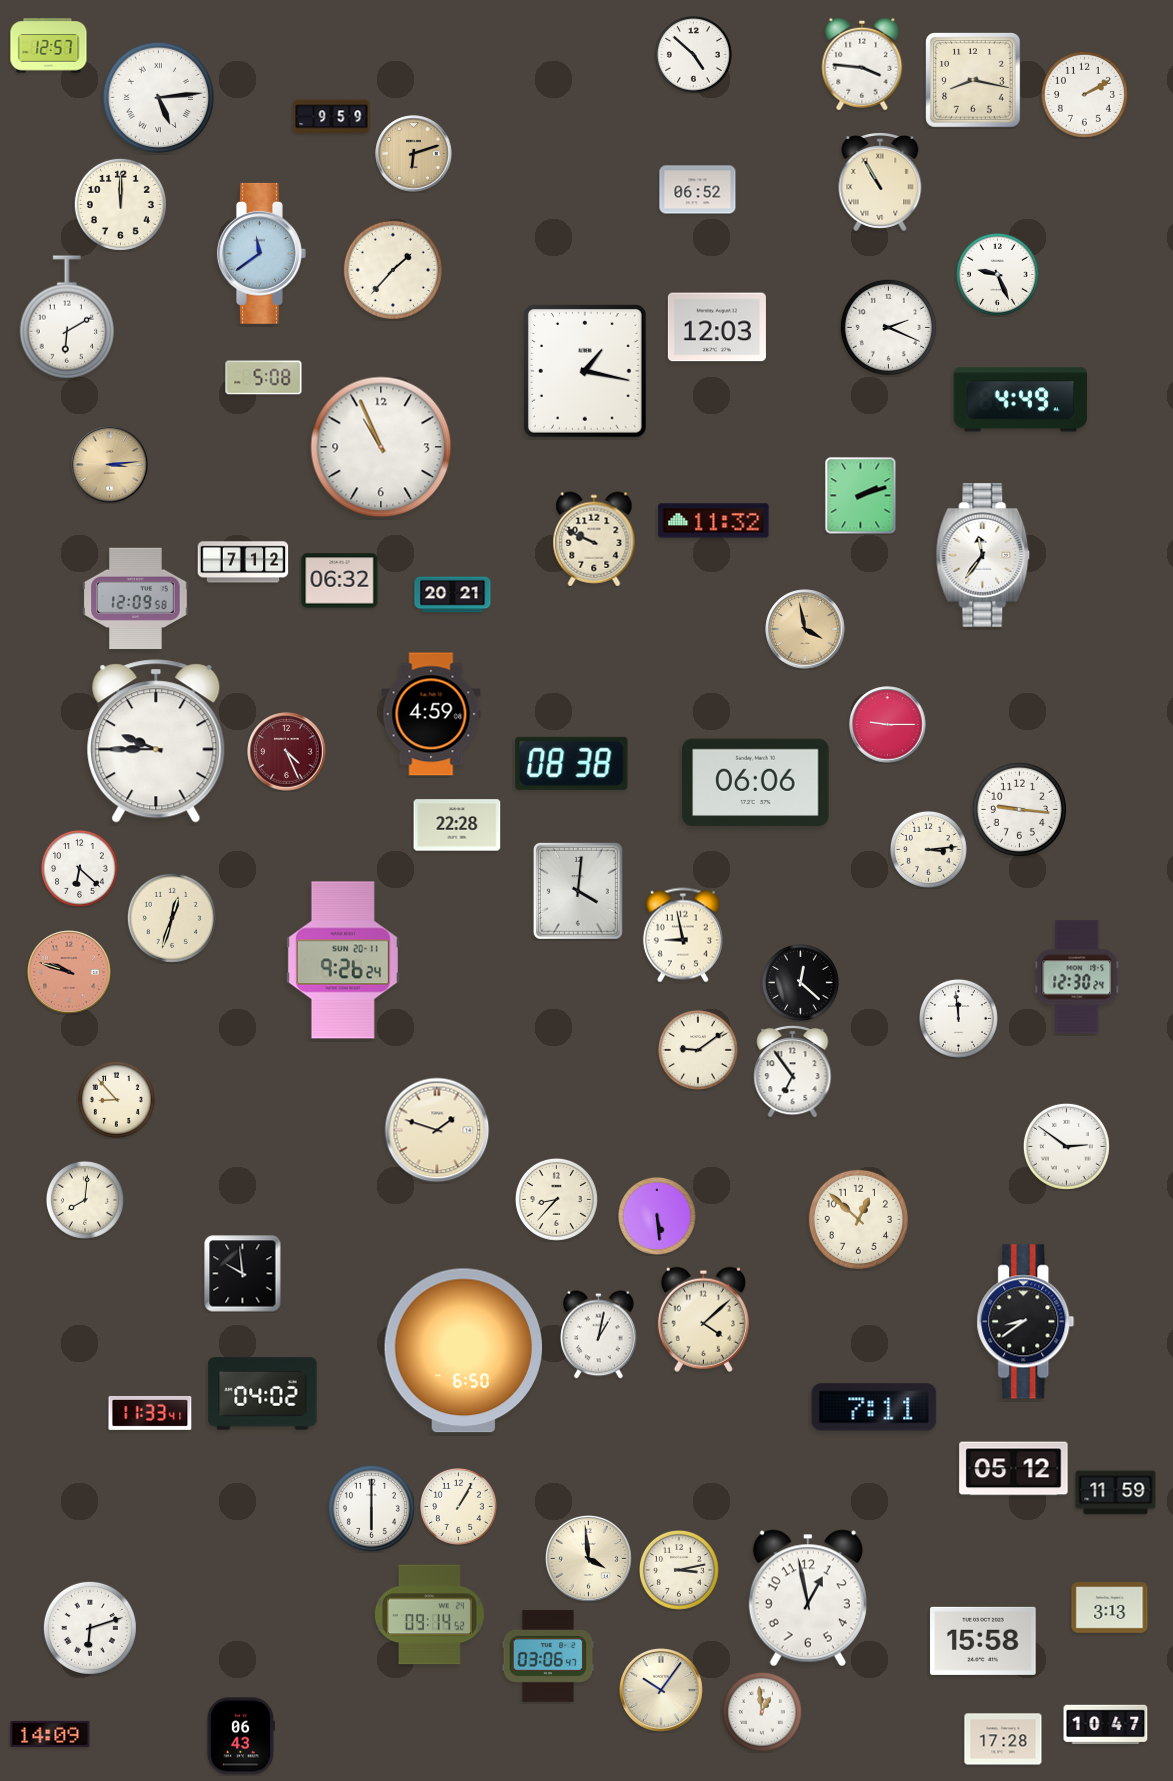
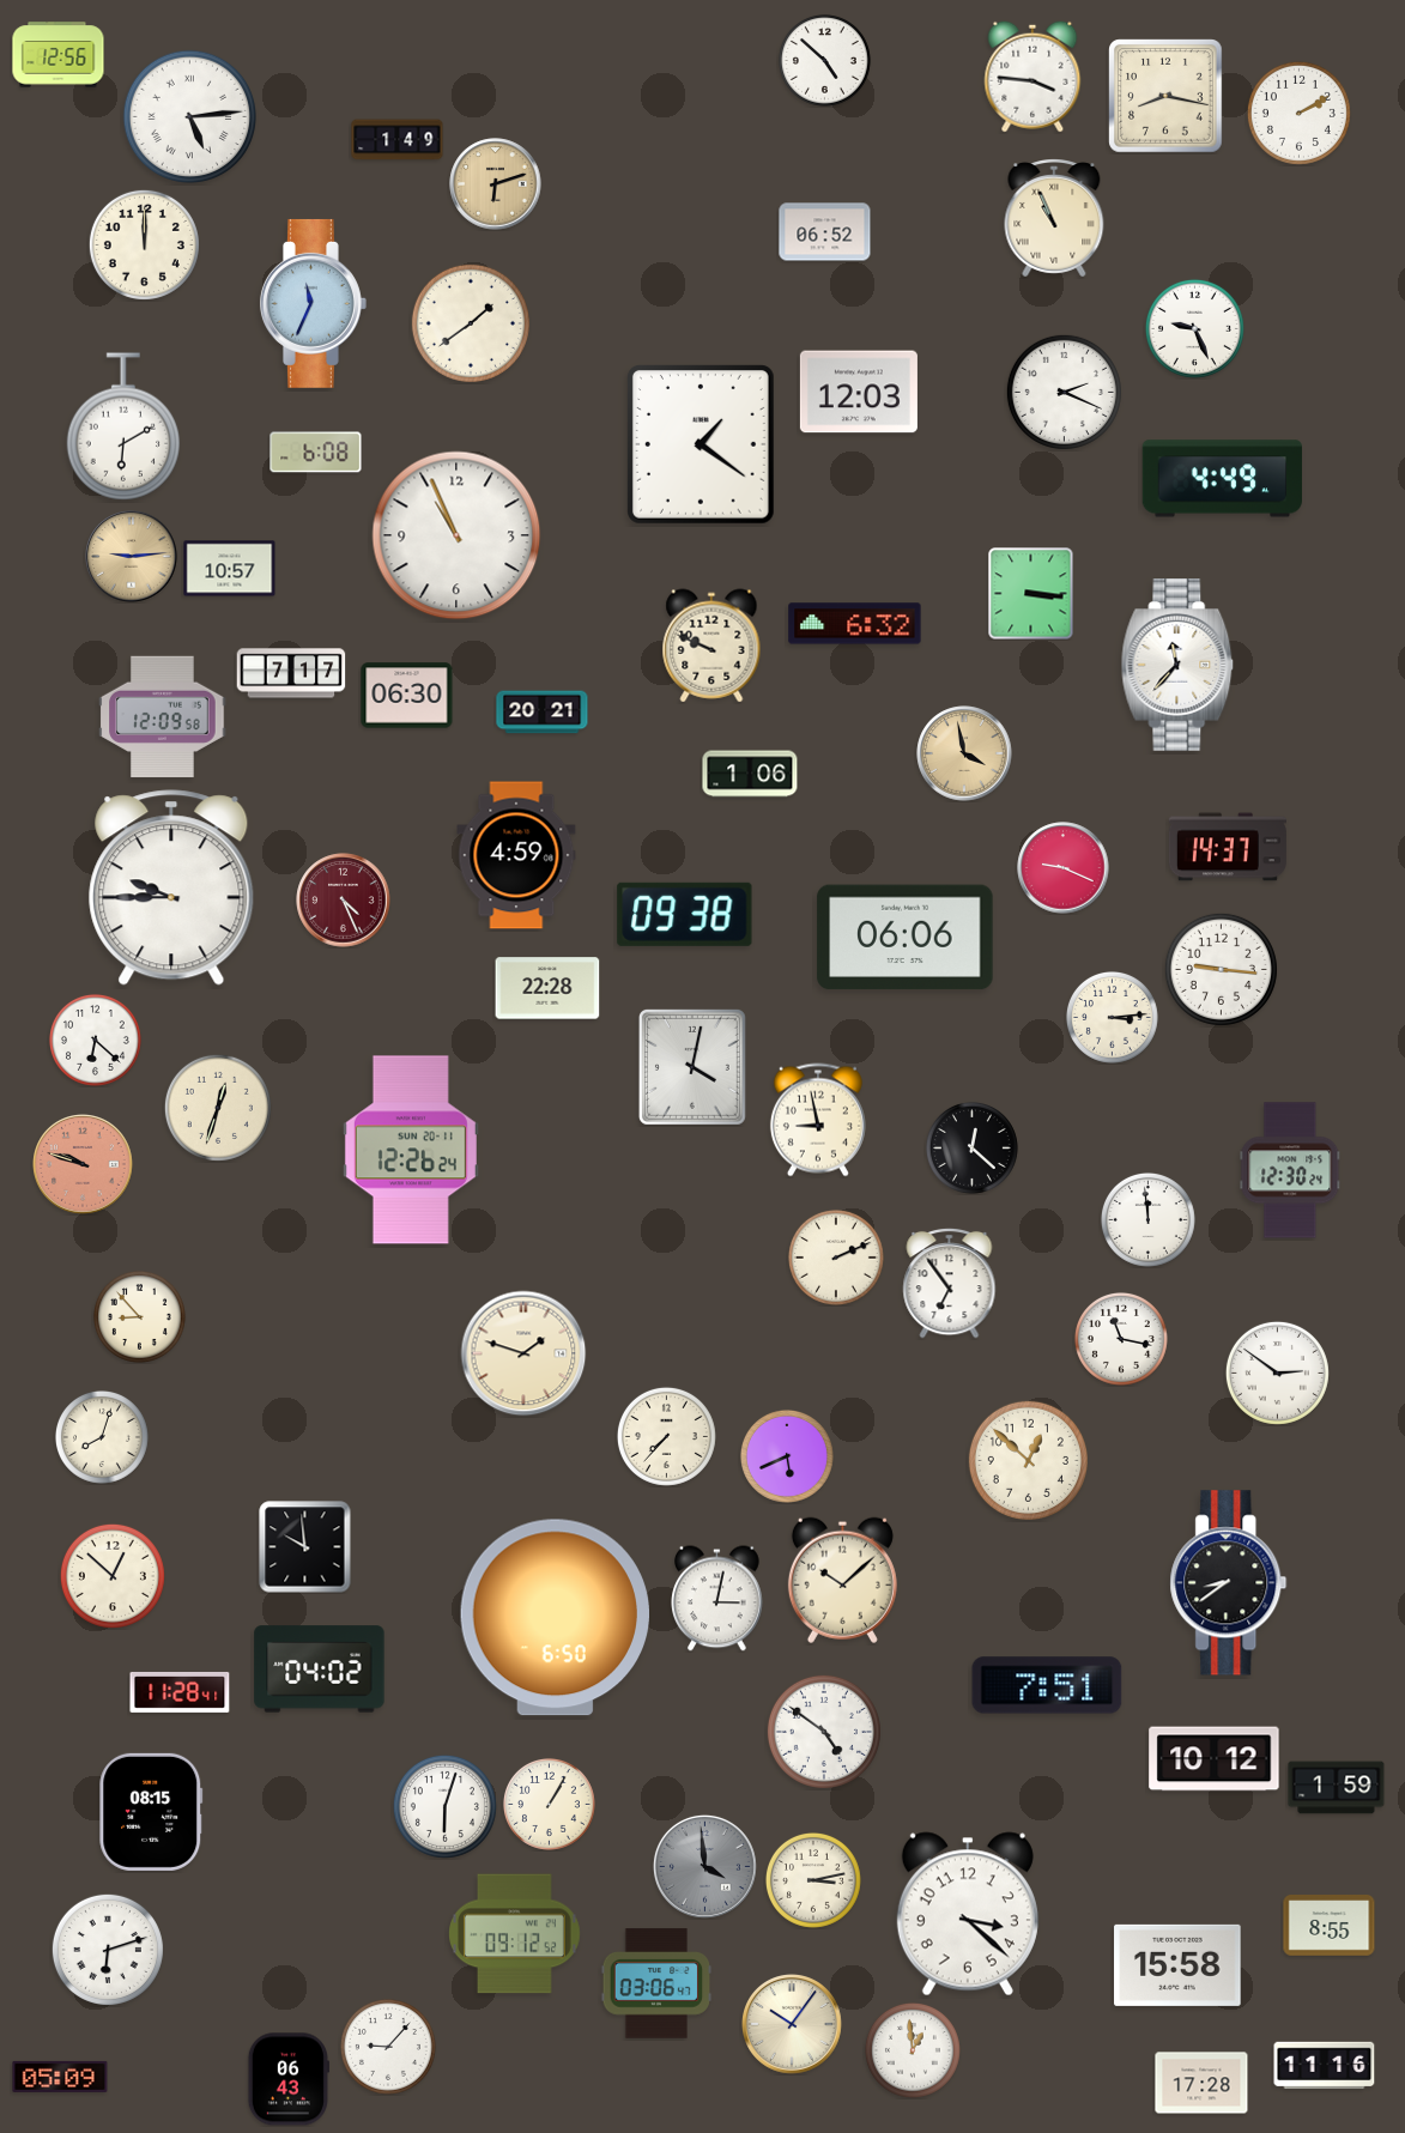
clock at (49, 46): 12:57 -> 12:56
clock at (693, 54) position: (693, 54) -> (824, 60)
clock at (332, 117): 9:59 -> 1:49
clock at (880, 183): 10:55 -> 10:56
clock at (698, 190) position: (698, 190) -> (825, 232)
clock at (261, 253): 11:39 -> 11:34
clock at (393, 270): 1:37 -> 1:39
clock at (67, 317) position: (67, 317) -> (123, 426)
clock at (586, 372): 1:17 -> 1:21
clock at (264, 378): 5:08 -> 6:08
clock at (110, 465): 3:14 -> 9:14
clock at (230, 569): none -> 10:57
clock at (861, 496): 2:12 -> 3:16
clock at (714, 521): 11:32 -> 6:32
clock at (983, 556): 11:36 -> 11:37
clock at (243, 562): 7:12 -> 7:17
clock at (340, 581): 06:32 -> 06:30
clock at (750, 774): none -> 1:06
clock at (1228, 847): none -> 14:37
clock at (888, 725): 9:15 -> 9:19
clock at (156, 741) position: (156, 741) -> (171, 887)
clock at (572, 763): 08:38 -> 09:38
clock at (578, 891): 4:01 -> 4:02
clock at (172, 918) position: (172, 918) -> (218, 1108)
clock at (343, 960): 9:26 -> 12:26
clock at (800, 982) position: (800, 982) -> (971, 1147)
clock at (698, 1050): 9:09 -> 2:11
clock at (1121, 1339): none -> 11:17
clock at (556, 1199): 8:37 -> 7:37
clock at (85, 1200): 8:01 -> 8:03
clock at (657, 1216): 5:29 -> 5:41
clock at (243, 1274) position: (243, 1274) -> (305, 1547)
clock at (113, 1576): none -> 12:52
clock at (703, 1319): 4:08 -> 10:08
clock at (599, 1335): 1:02 -> 3:02
clock at (263, 1394) position: (263, 1394) -> (320, 1670)
clock at (874, 1407): 7:11 -> 7:51
clock at (150, 1413): 11:33 -> 11:28
clock at (824, 1732): none -> 4:51
clock at (1014, 1469): 05:12 -> 10:12
clock at (1116, 1493): 11:59 -> 1:59
clock at (371, 1508): 6:00 -> 6:03
clock at (151, 1812): none -> 08:15
clock at (588, 1558) dial: cream -> grey
clock at (808, 1598): 12:58 -> 3:22
clock at (1110, 1608): 3:13 -> 8:55
clock at (430, 1615): 09:14 -> 09:12
clock at (388, 2047): none -> 9:07
clock at (1106, 1725): 10:47 -> 11:16
clock at (50, 1734): 14:09 -> 05:09
